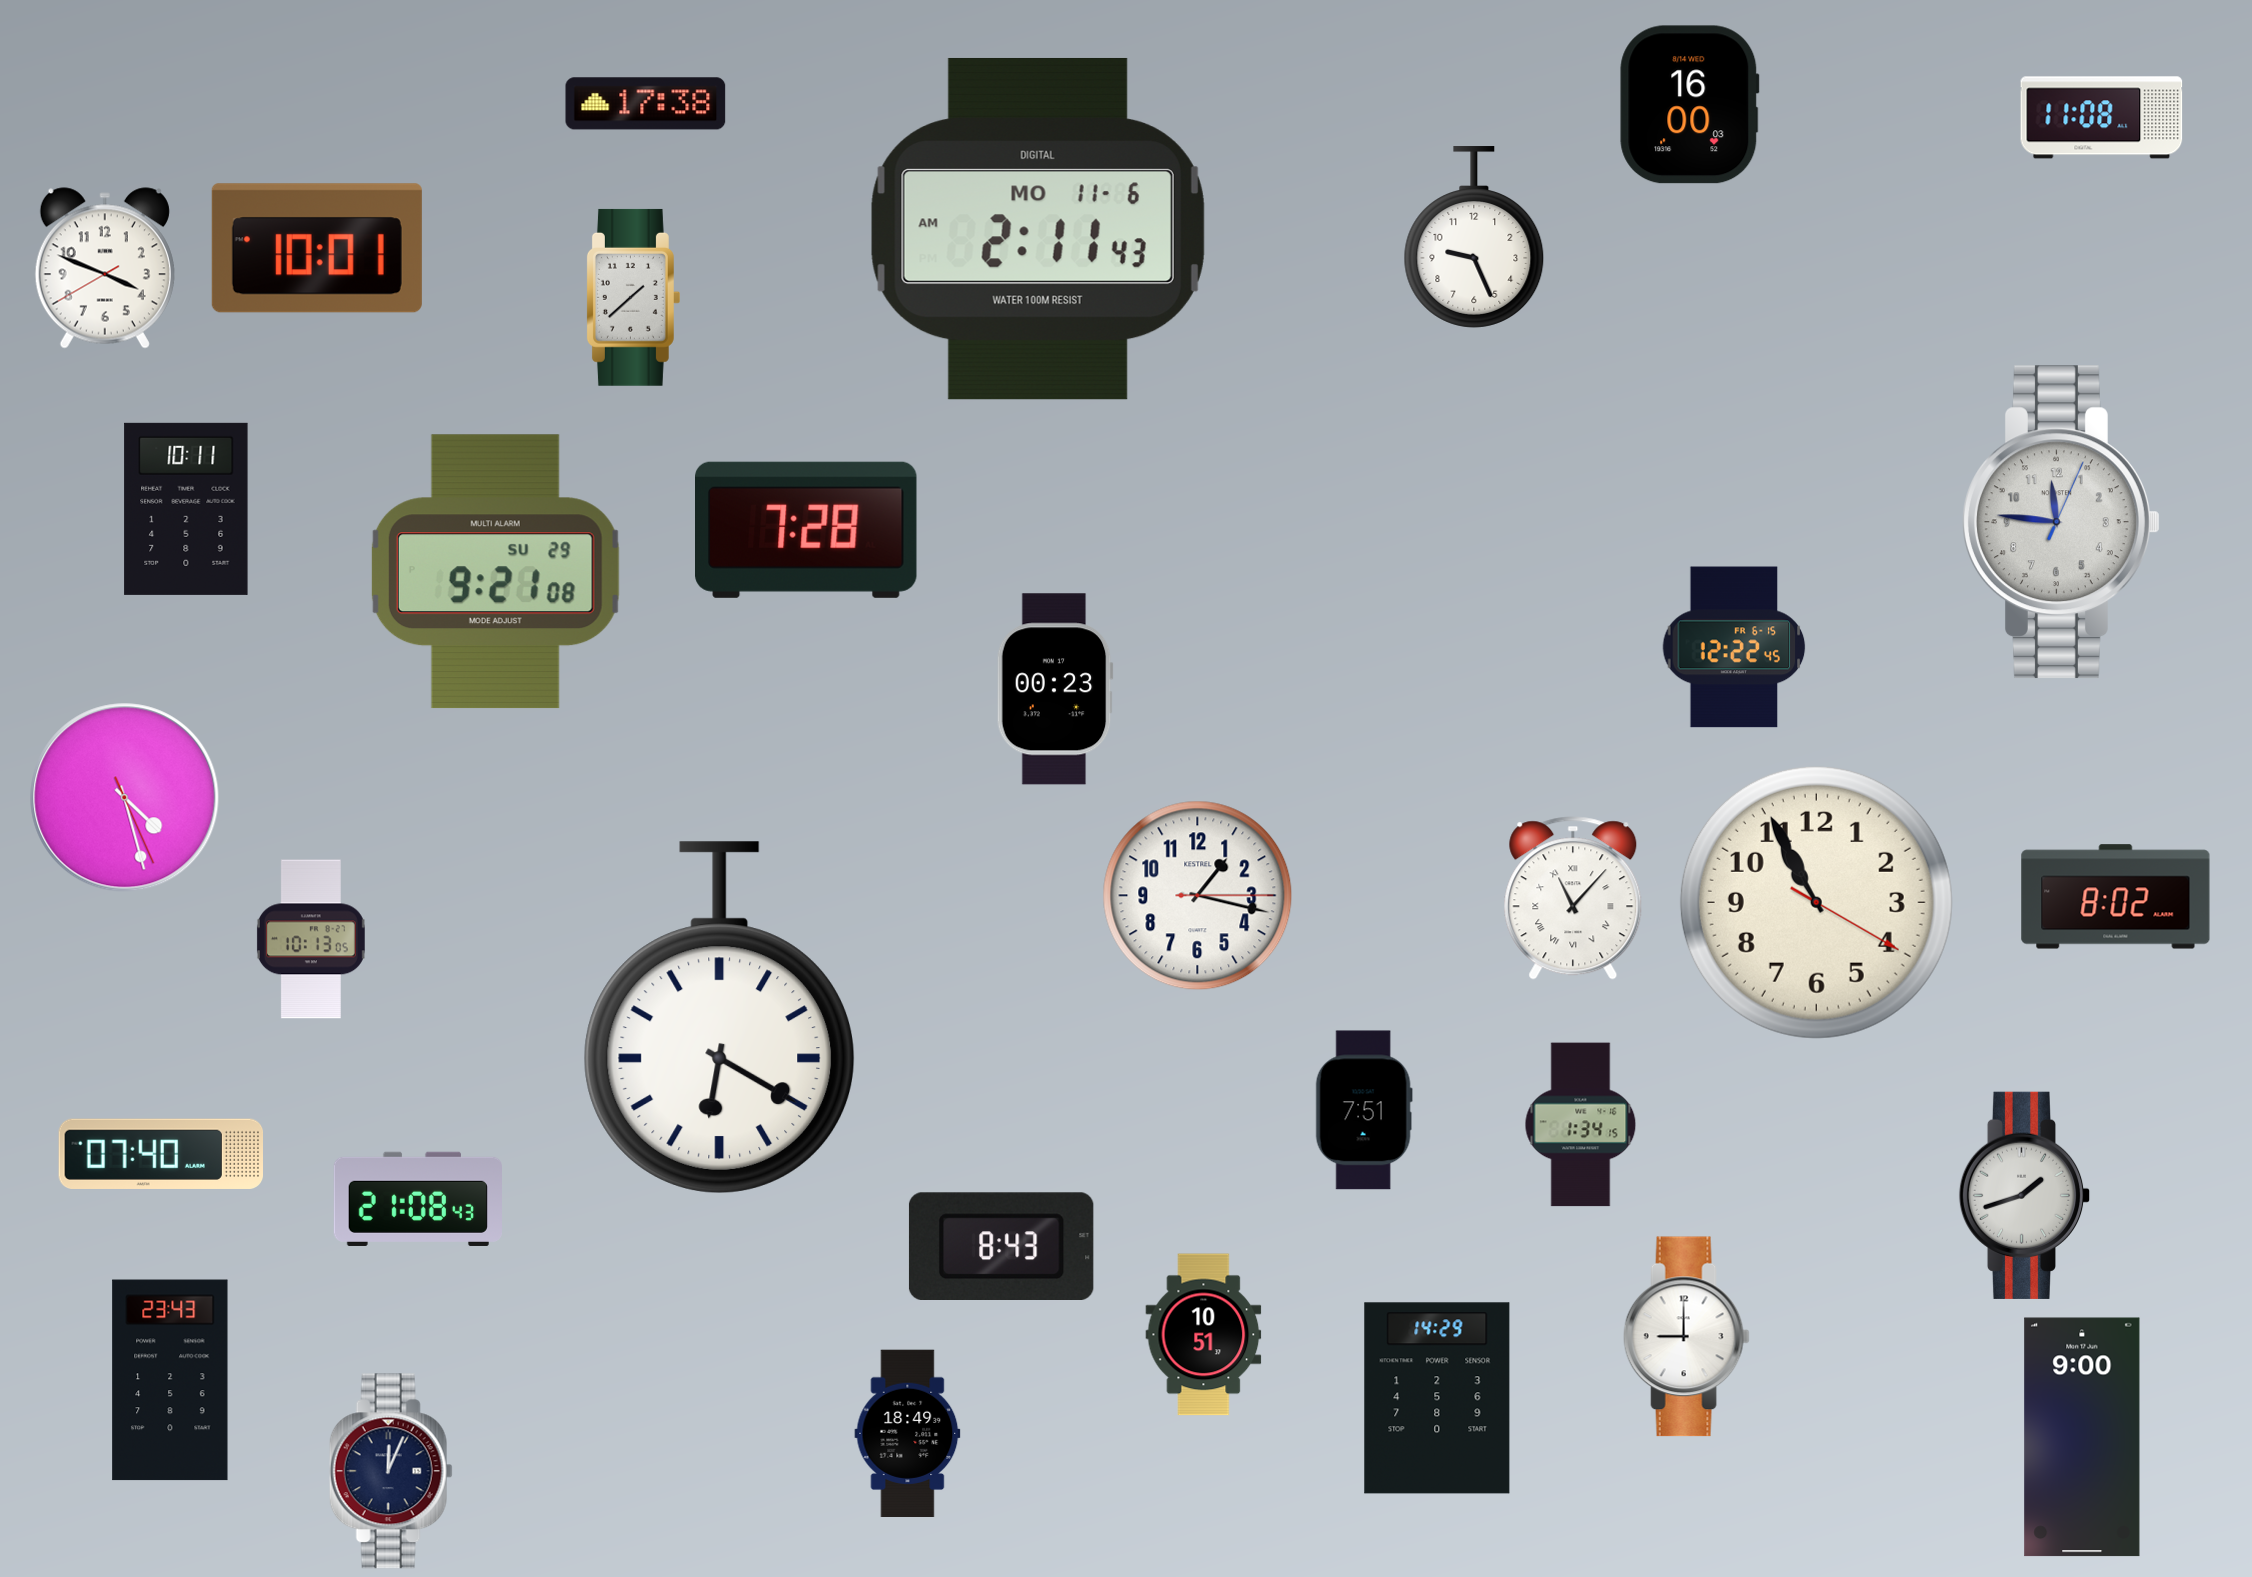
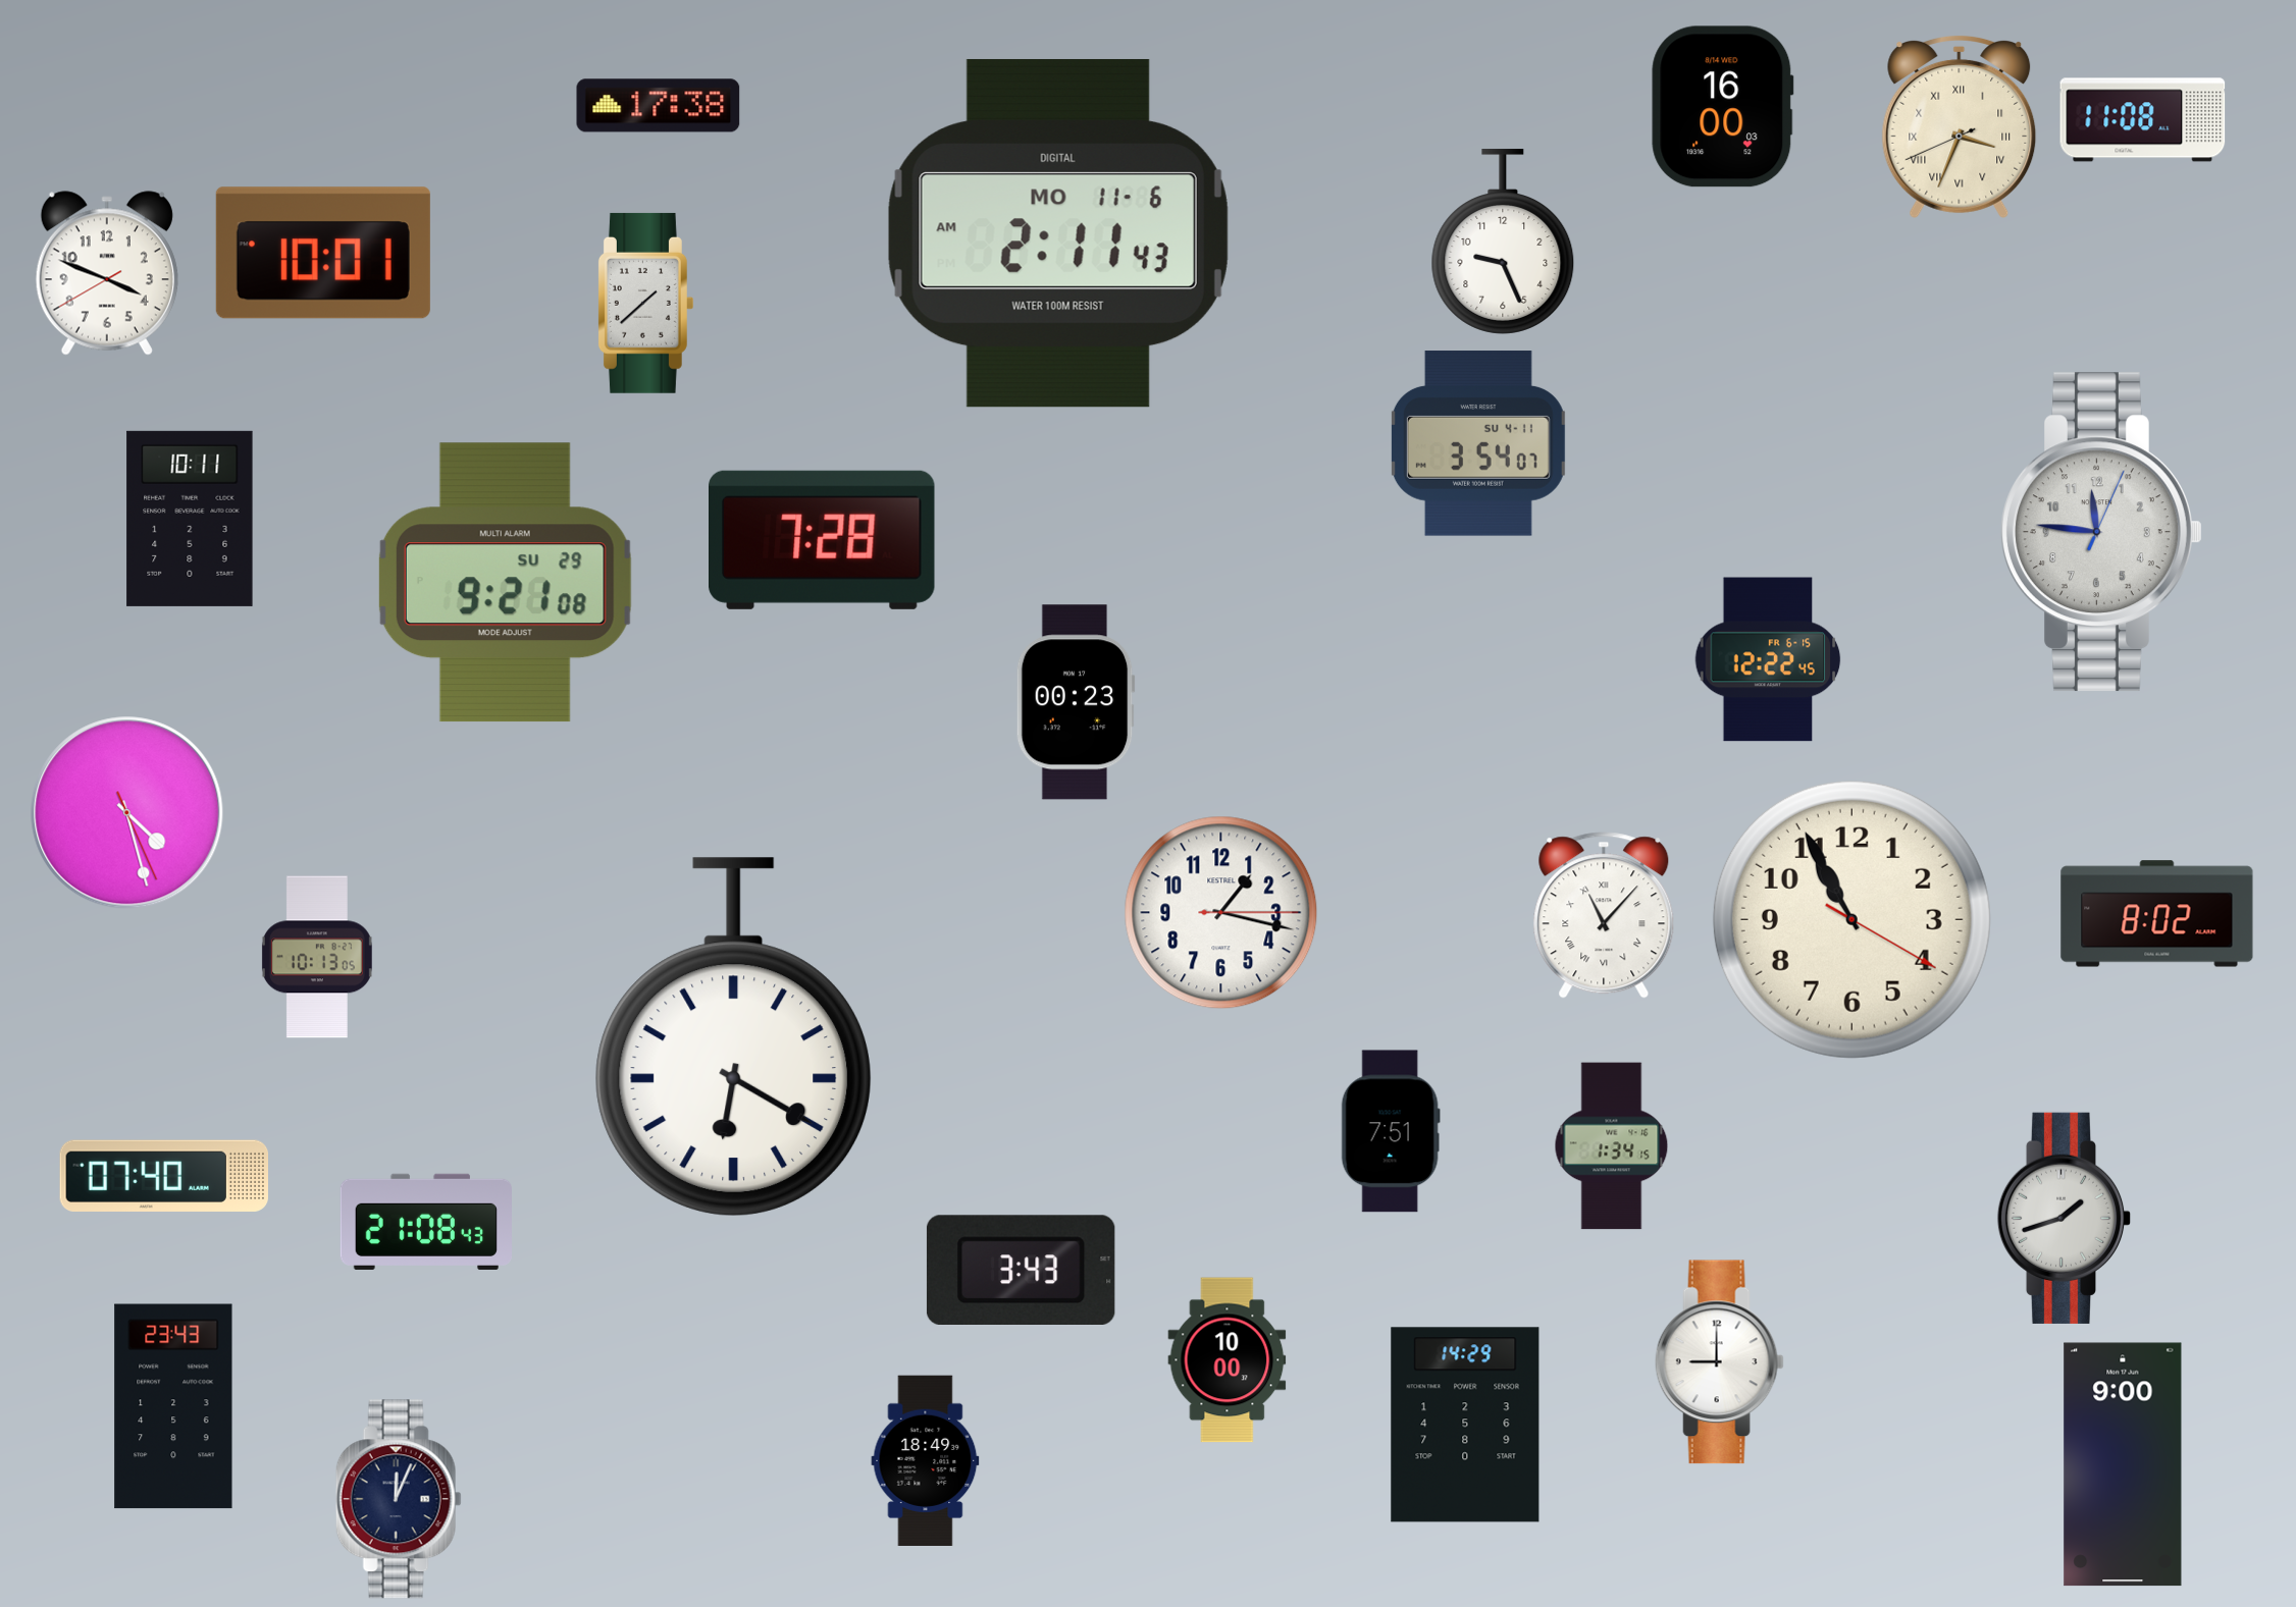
clock at (1960, 126): none -> 3:33
clock at (1478, 443): none -> 3:54
clock at (1001, 1246): 8:43 -> 3:43
clock at (1204, 1335): 10:51 -> 10:00
